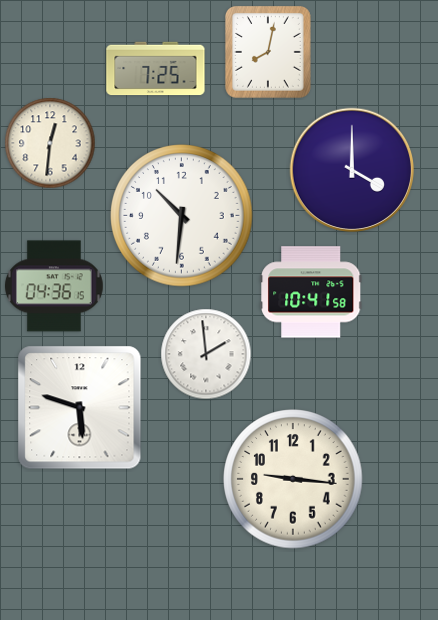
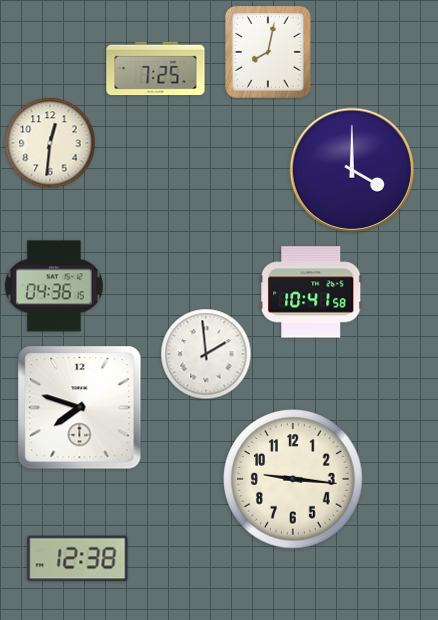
clock at (182, 216): 10:31 -> none
clock at (80, 408): 5:48 -> 7:48
clock at (78, 559): none -> 12:38
